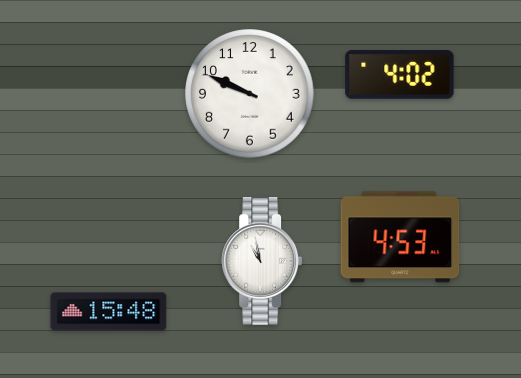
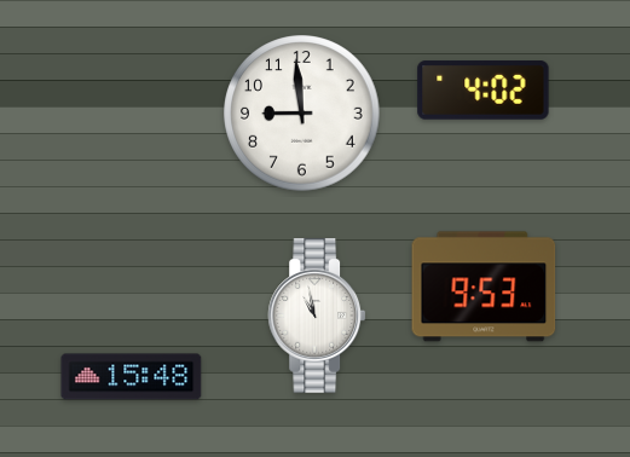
clock at (250, 94): 9:49 -> 8:59
clock at (400, 237): 4:53 -> 9:53
